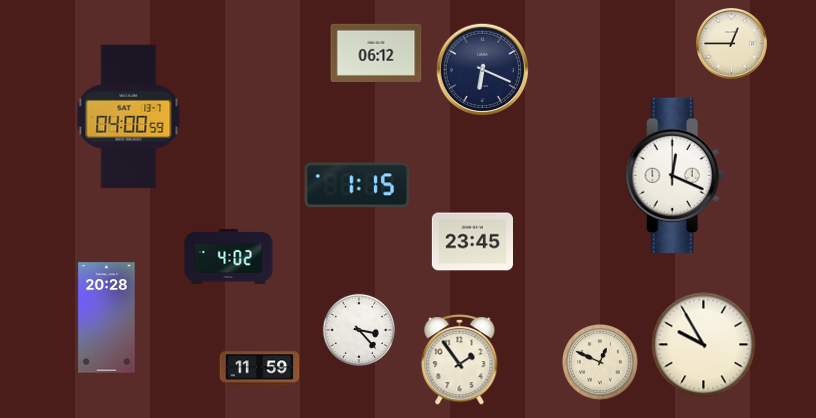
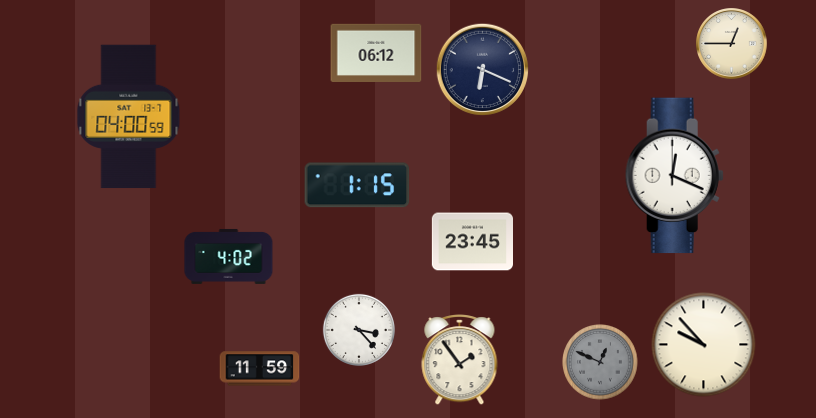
clock at (107, 318): 20:28 -> none
clock at (704, 345): 9:55 -> 9:53
clock at (600, 362) dial: cream -> grey
